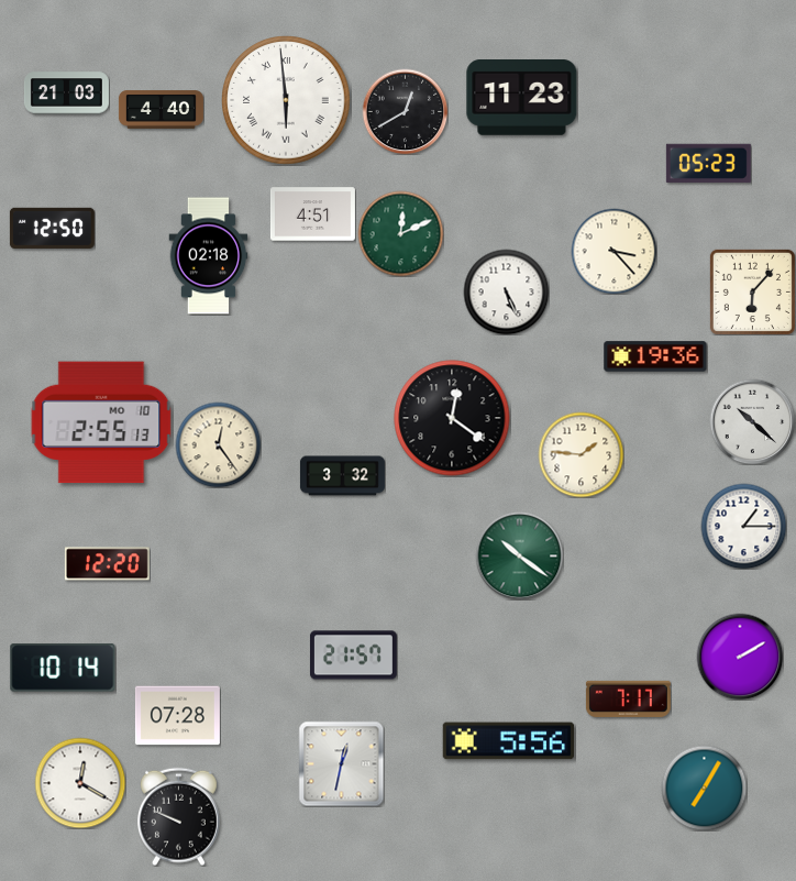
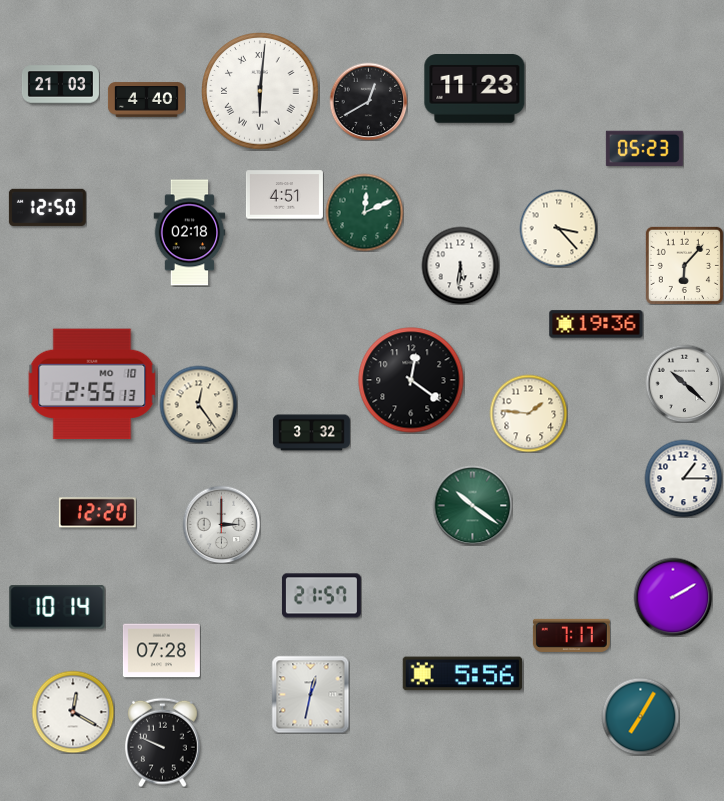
clock at (286, 100): 5:59 -> 6:01
clock at (506, 291): 5:26 -> 5:31
clock at (743, 526) position: (743, 526) -> (683, 478)
clock at (221, 524): none -> 3:00
